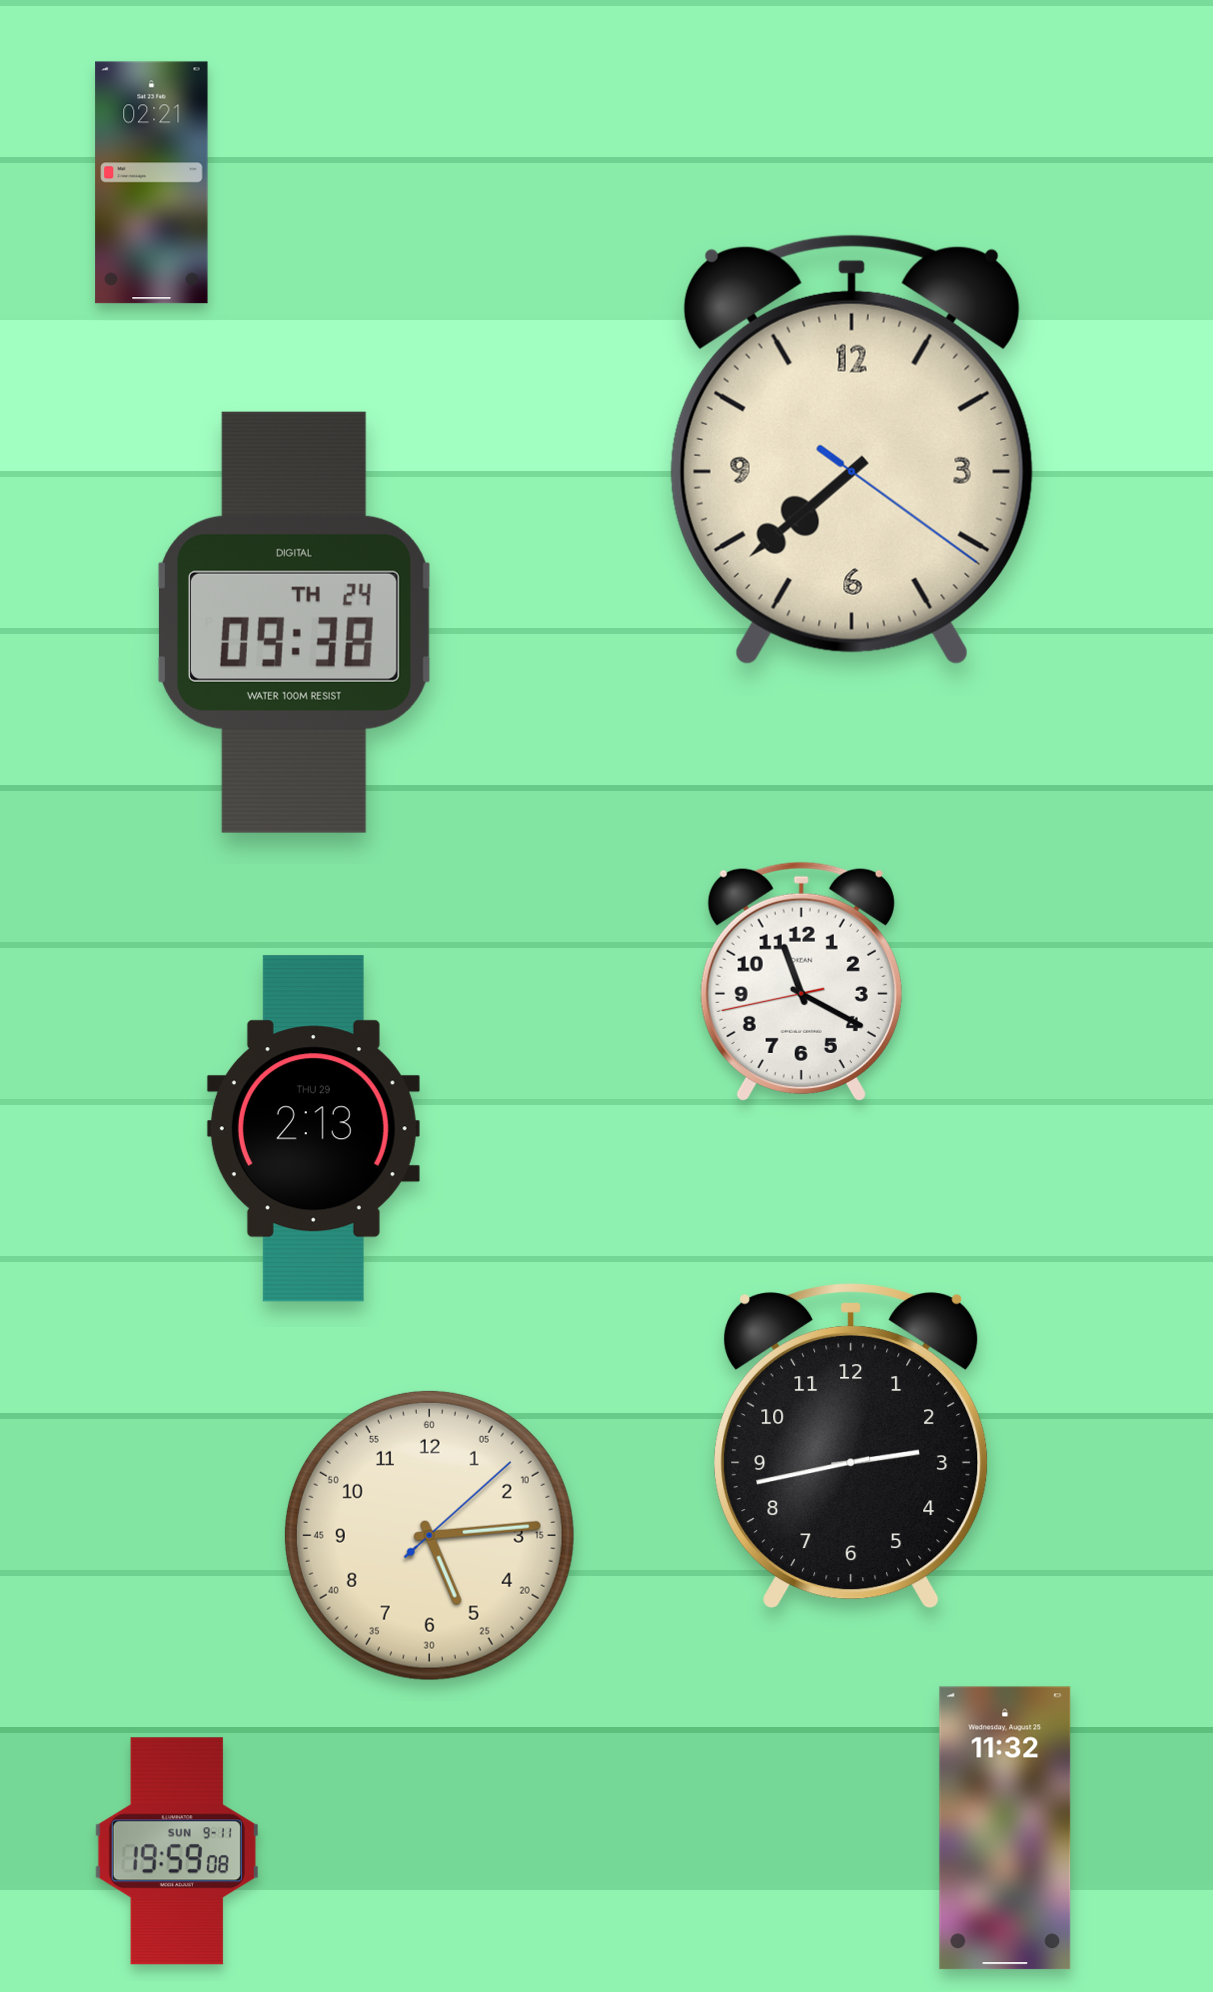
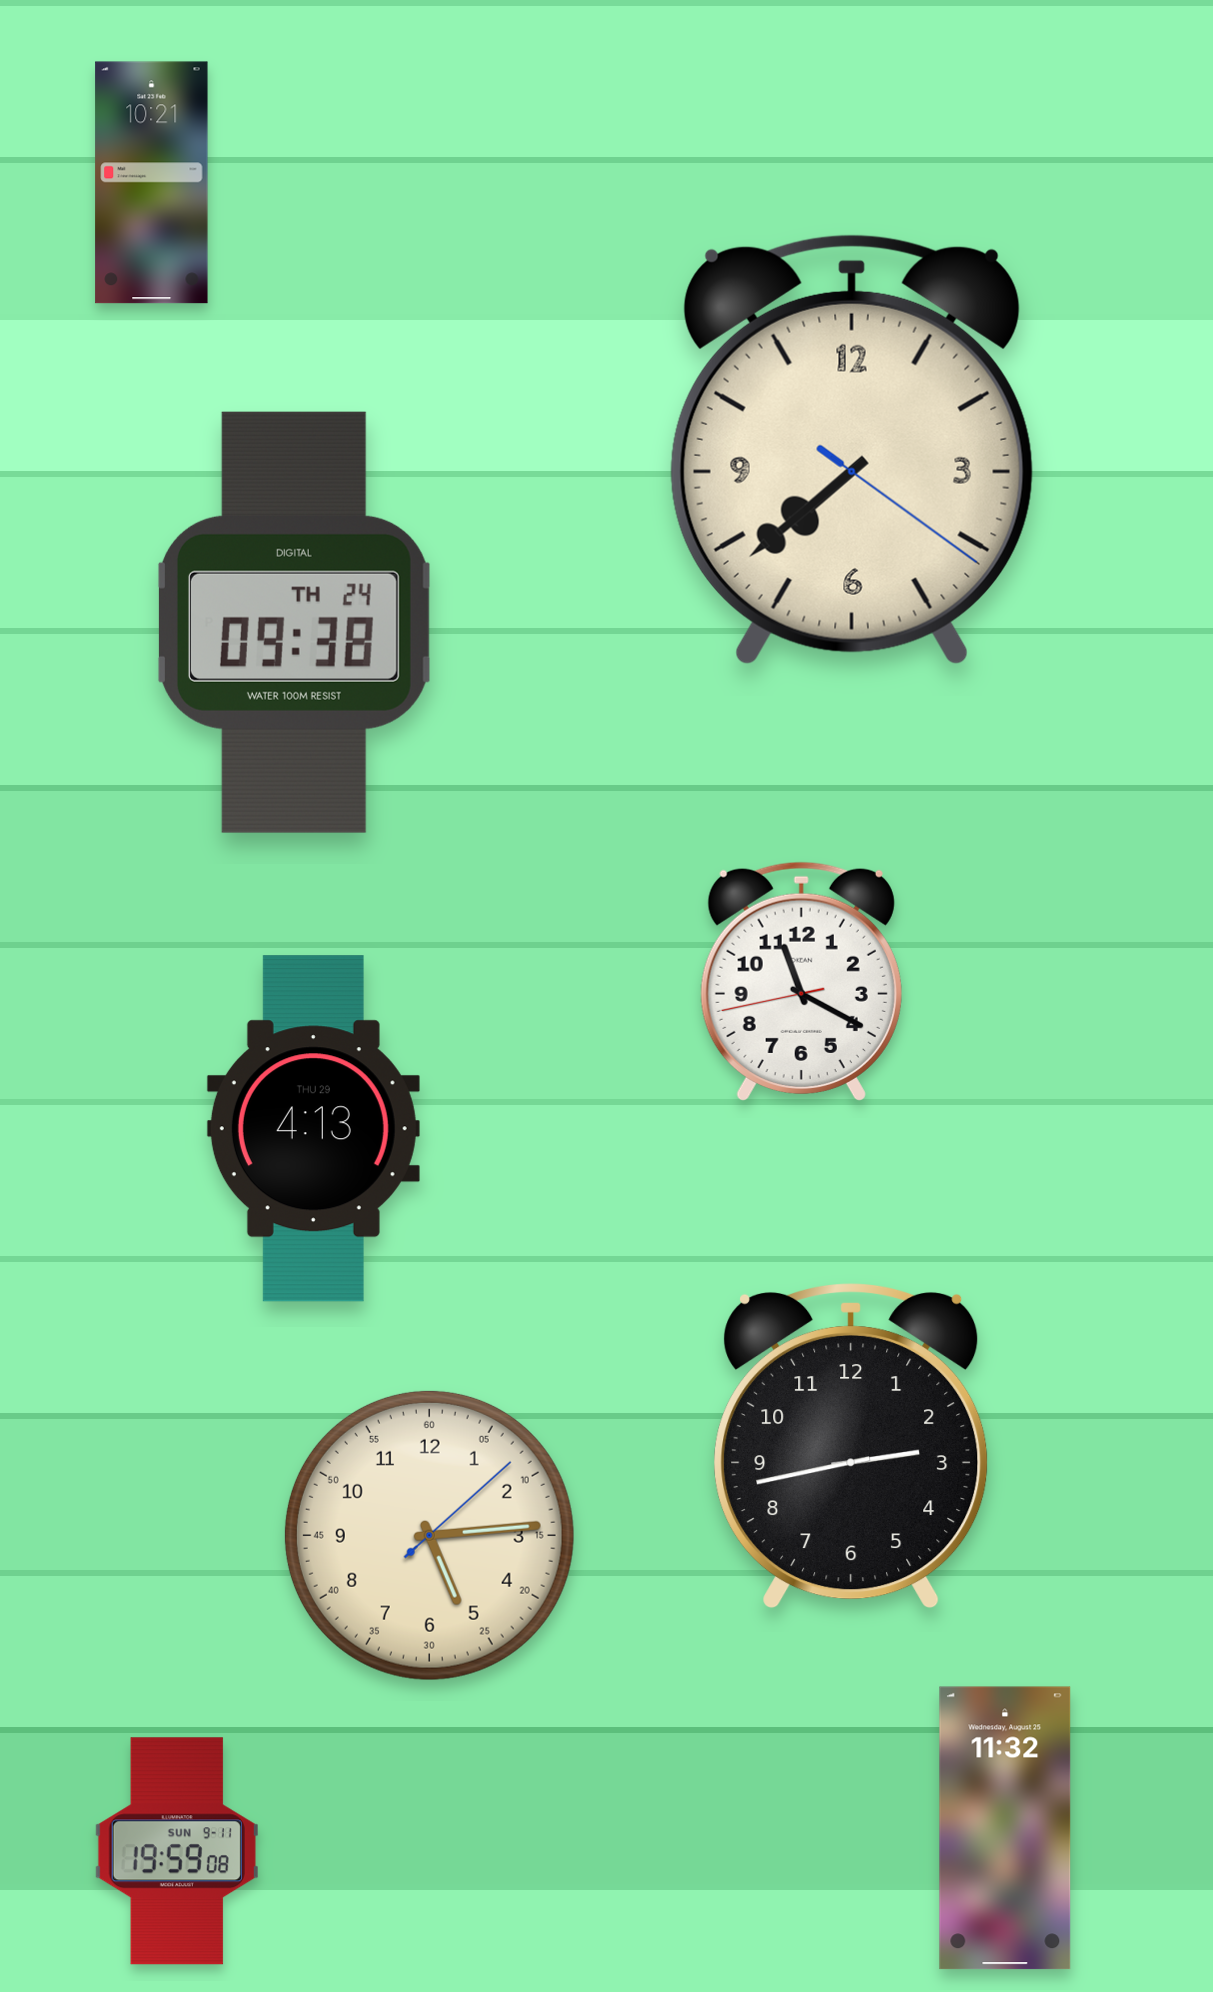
clock at (152, 183): 02:21 -> 10:21
clock at (313, 1129): 2:13 -> 4:13
